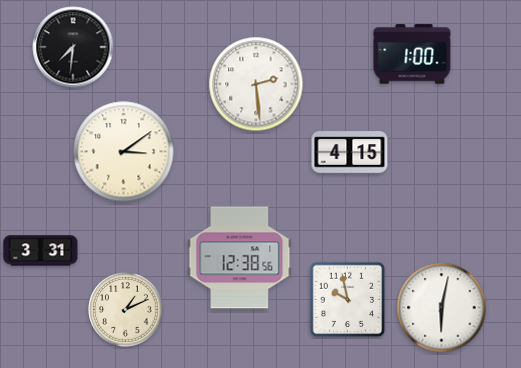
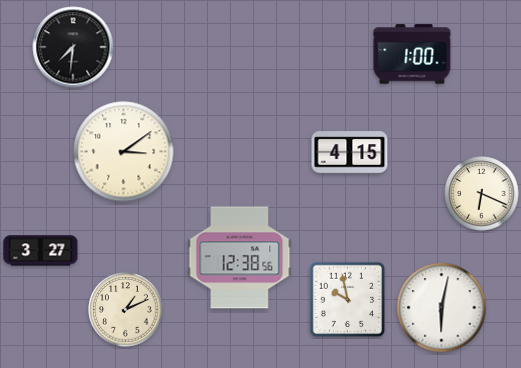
clock at (256, 84): 2:29 -> none
clock at (482, 194): none -> 6:19
clock at (41, 251): 3:31 -> 3:27
